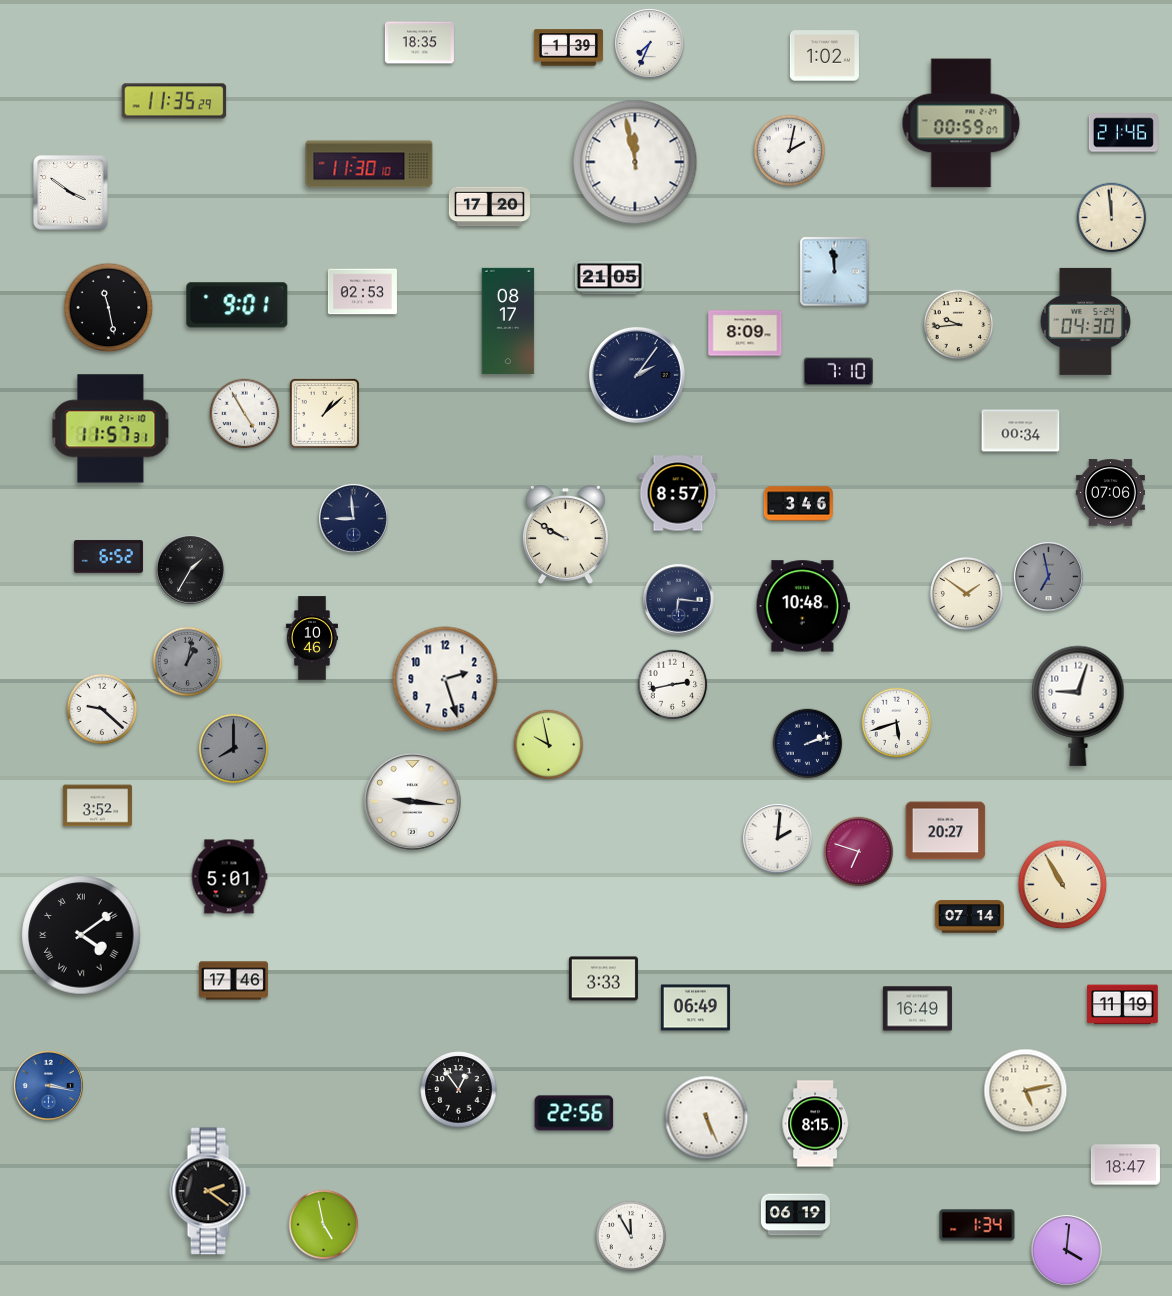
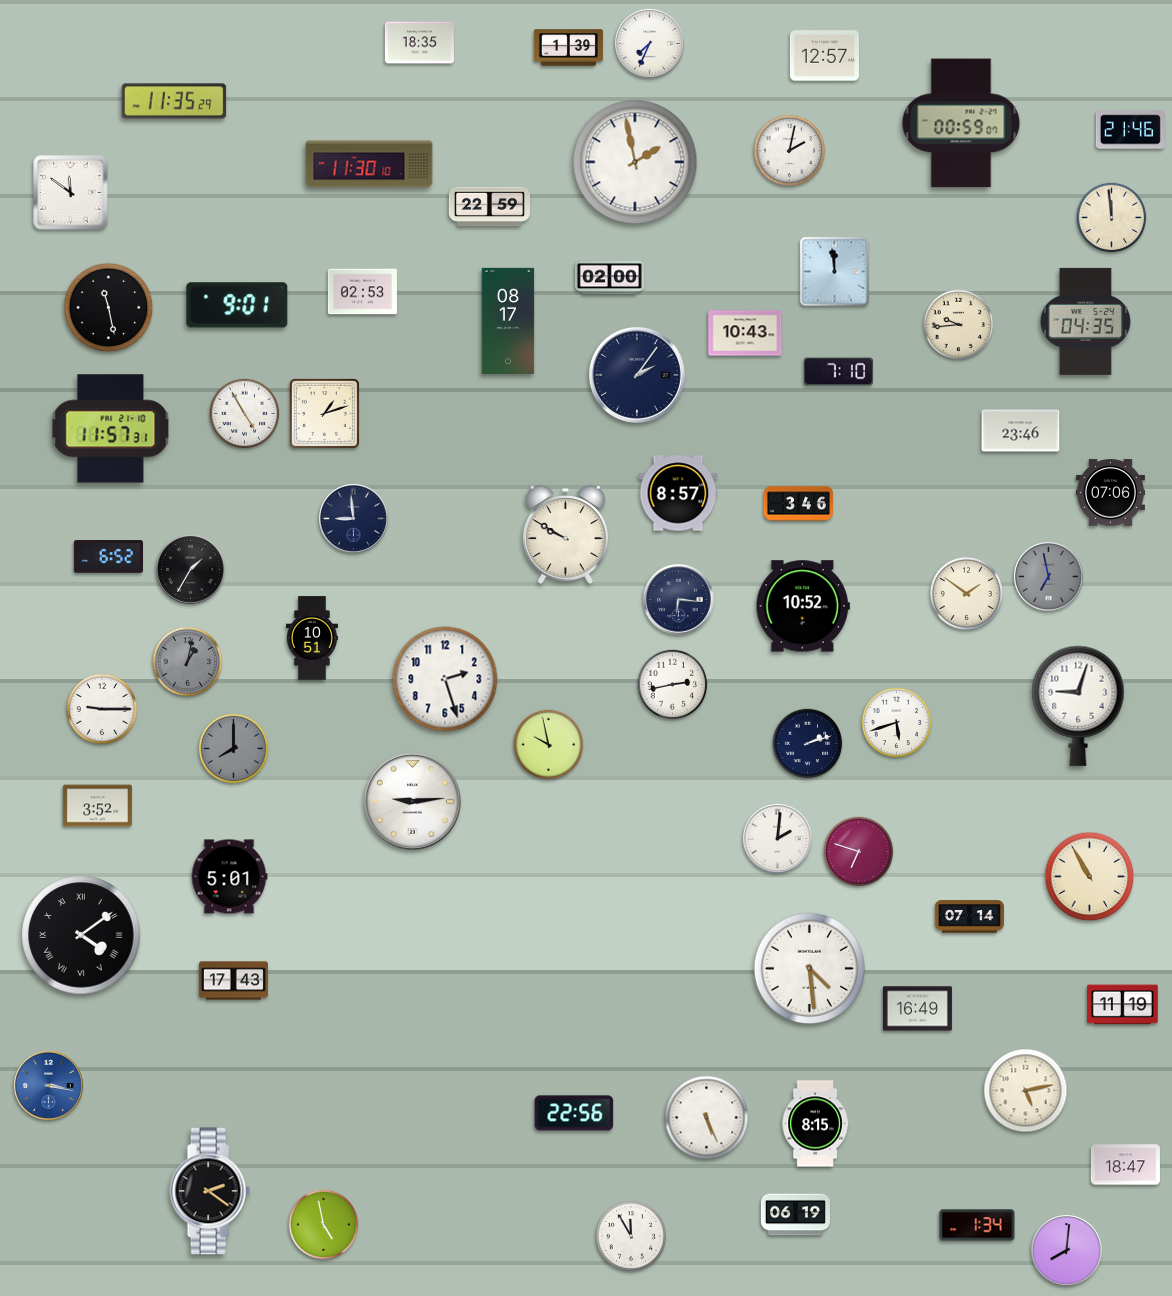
clock at (824, 56): 1:02 -> 12:57
clock at (1123, 133) position: (1123, 133) -> (1130, 130)
clock at (635, 162): 11:58 -> 1:58
clock at (71, 193): 3:51 -> 11:51
clock at (489, 207): 17:20 -> 22:59
clock at (609, 278): 21:05 -> 02:00
clock at (1085, 321): 04:30 -> 04:35
clock at (745, 333): 8:09 -> 10:43
clock at (324, 413): 1:08 -> 1:12
clock at (1021, 431): 00:34 -> 23:46
clock at (803, 606): 10:48 -> 10:52
clock at (312, 638): 10:46 -> 10:51
clock at (102, 709): 9:22 -> 9:15
clock at (412, 801): 9:16 -> 9:14
clock at (946, 831): 20:27 -> none
clock at (1063, 885) position: (1063, 885) -> (1090, 877)
clock at (810, 969): none -> 4:29
clock at (603, 979): 3:33 -> none
clock at (233, 981): 17:46 -> 17:43
clock at (695, 1008): 06:49 -> none
clock at (459, 1090): 12:54 -> none
clock at (1067, 1251): 4:01 -> 8:01
